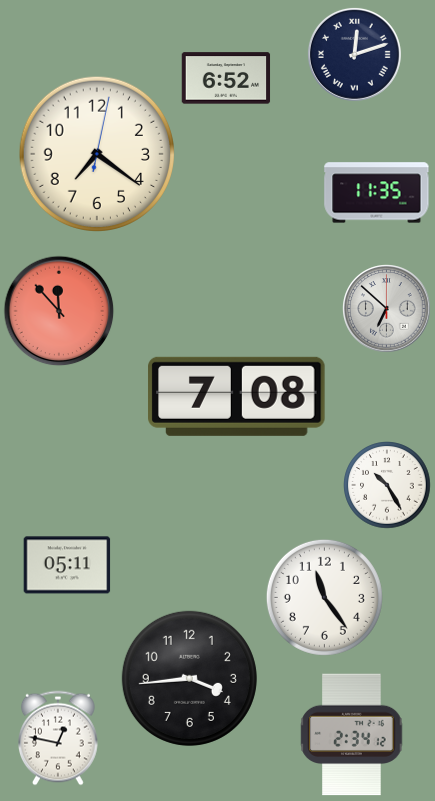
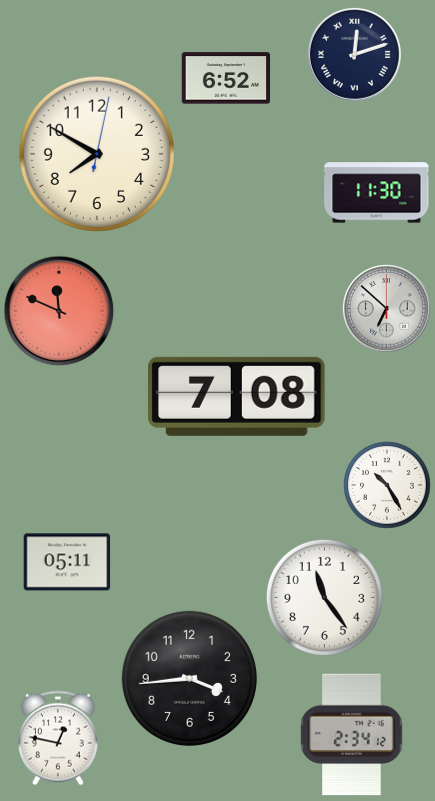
clock at (96, 153): 7:21 -> 7:50
clock at (377, 193): 11:35 -> 11:30
clock at (59, 311): 11:53 -> 11:49
clock at (67, 565) position: (67, 565) -> (67, 562)
